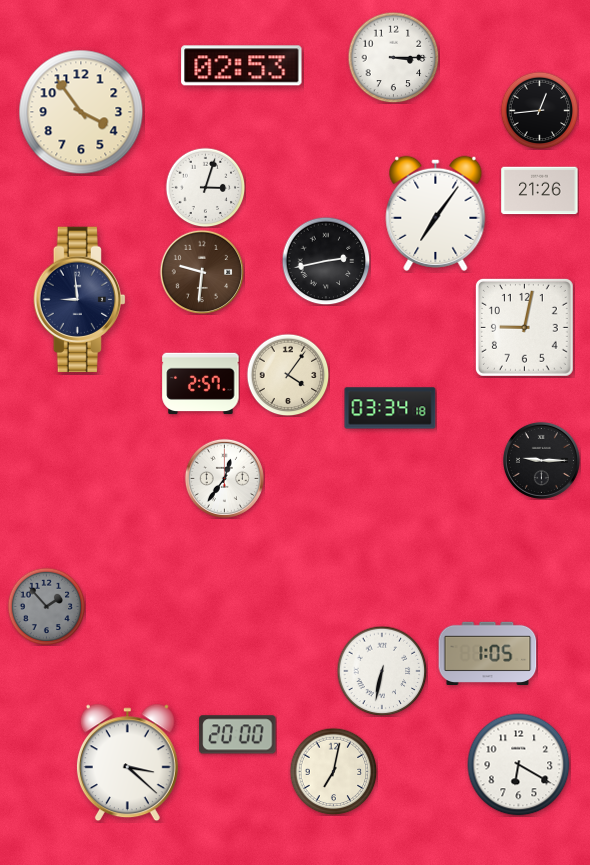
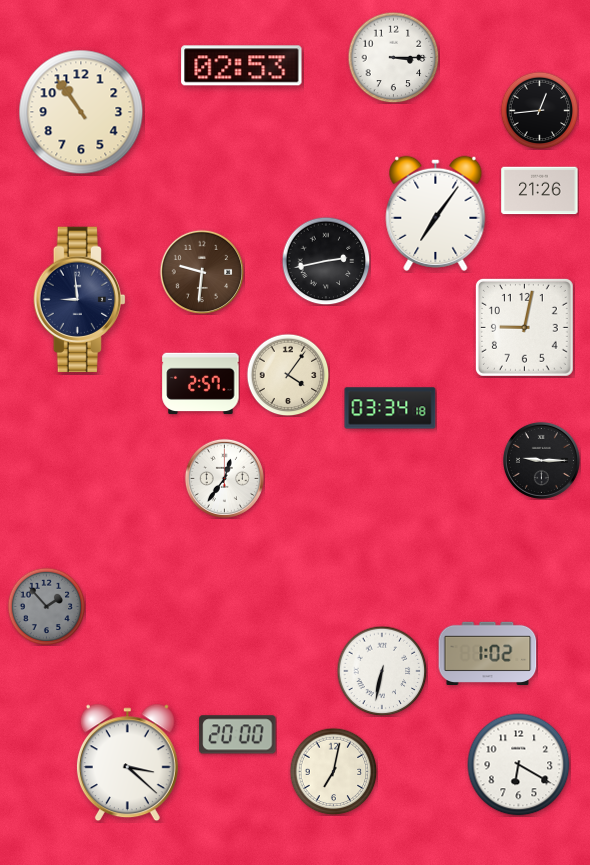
clock at (81, 112): 3:54 -> 10:54
clock at (205, 187): 3:03 -> none
clock at (488, 653): 1:05 -> 1:02
